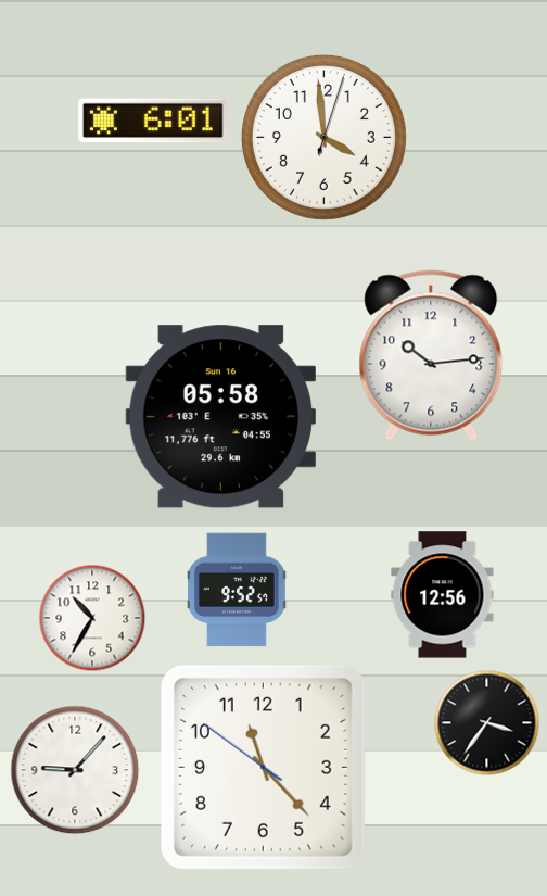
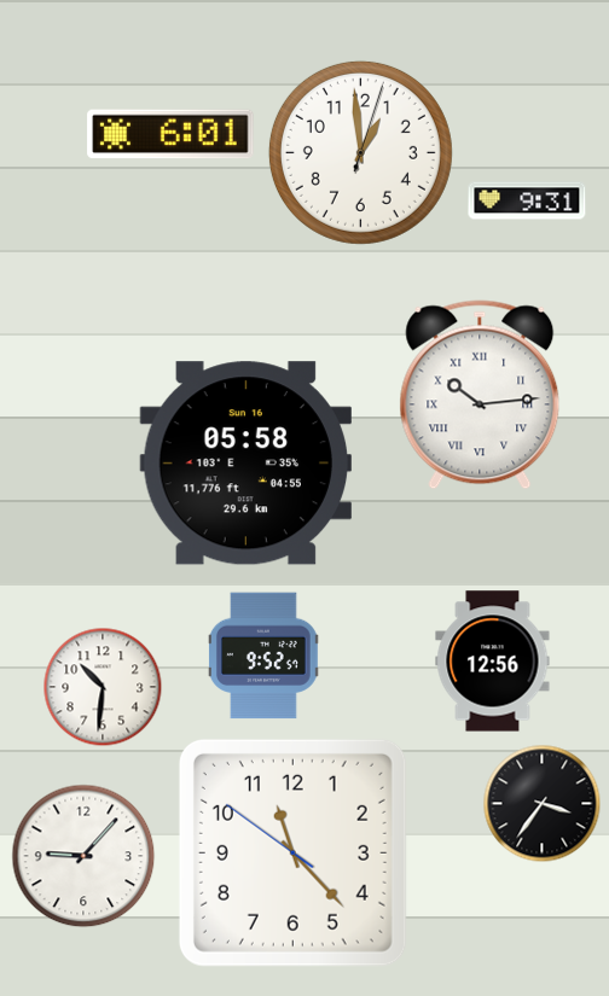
clock at (323, 137): 3:59 -> 12:59
clock at (527, 200): none -> 9:31
clock at (431, 355) numerals: Arabic -> Roman
clock at (92, 618): 10:35 -> 10:31
